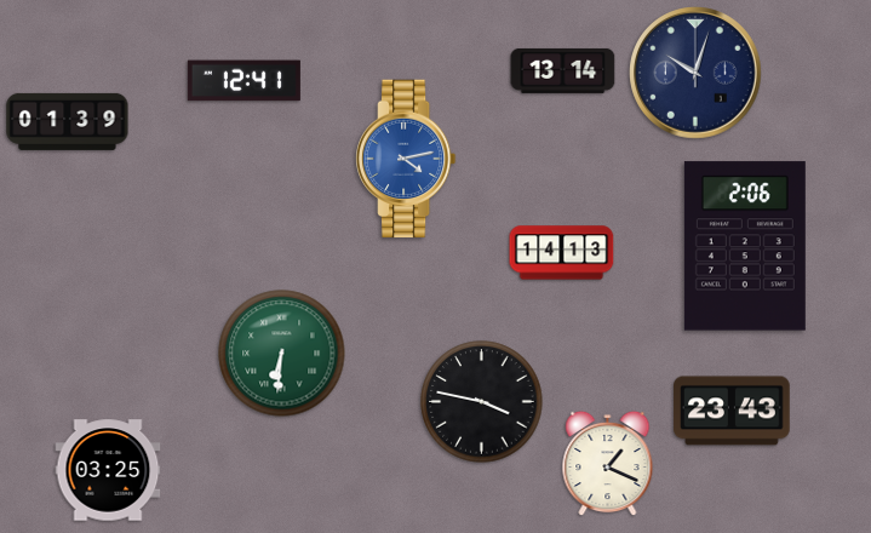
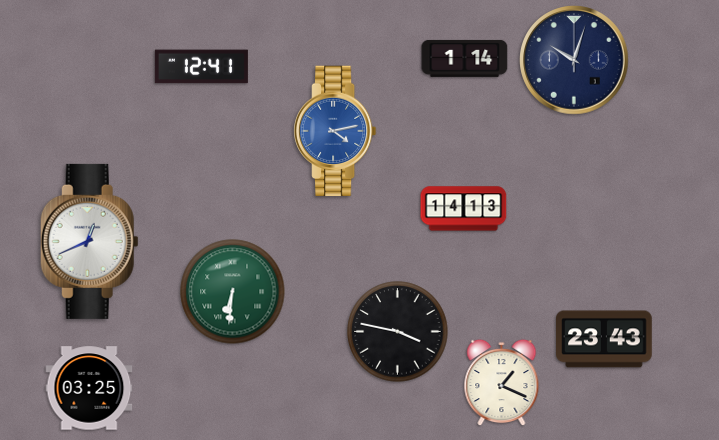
clock at (563, 70): 13:14 -> 1:14
clock at (68, 121): 01:39 -> none
clock at (745, 246): 2:06 -> none
clock at (89, 241): none -> 12:41
